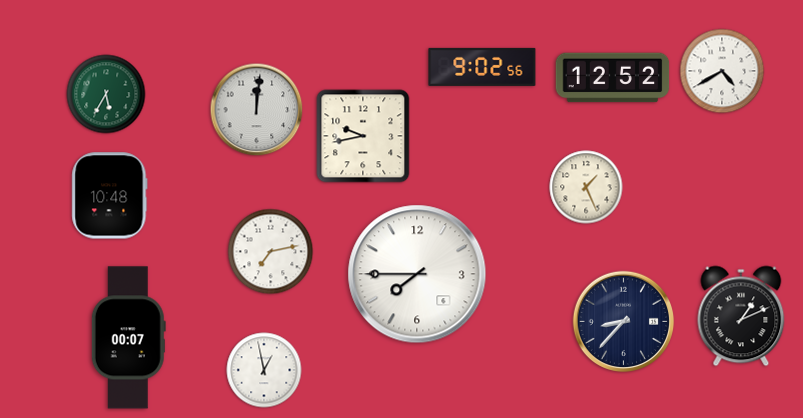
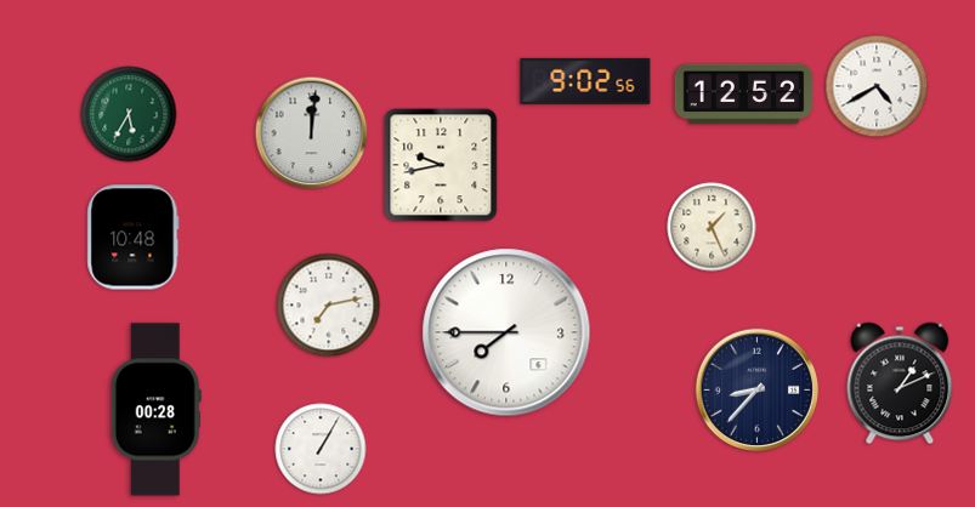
clock at (128, 338): 00:07 -> 00:28
clock at (264, 370): 12:58 -> 1:05
